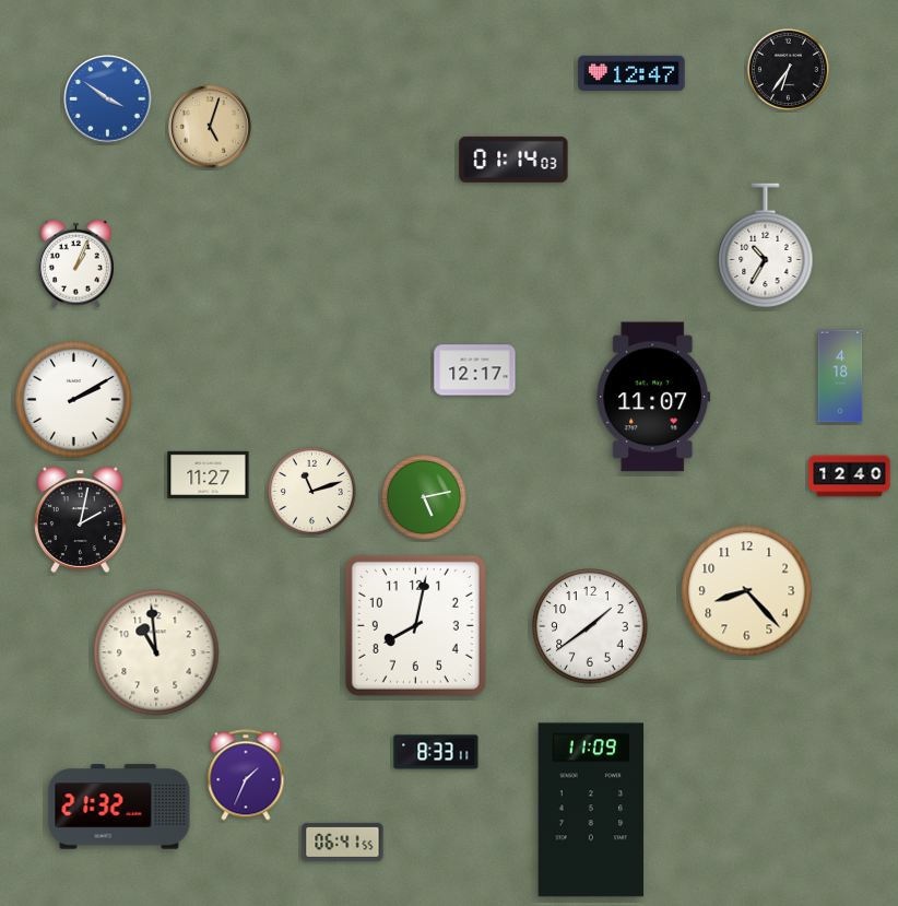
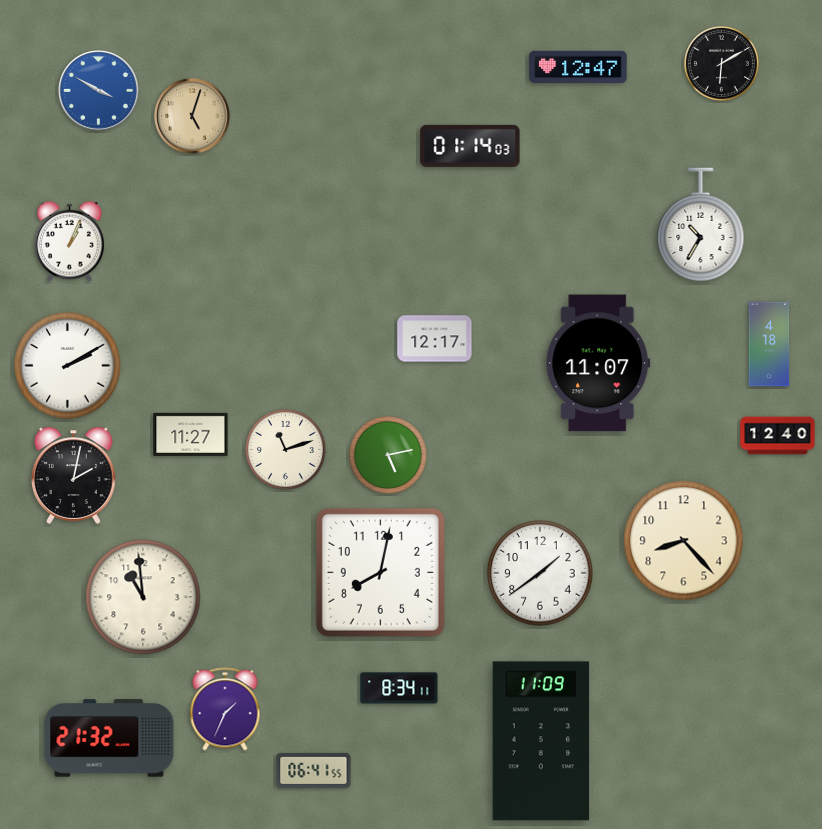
clock at (788, 69): 6:36 -> 6:10
clock at (108, 99): 3:51 -> 3:50
clock at (436, 752): 8:33 -> 8:34
